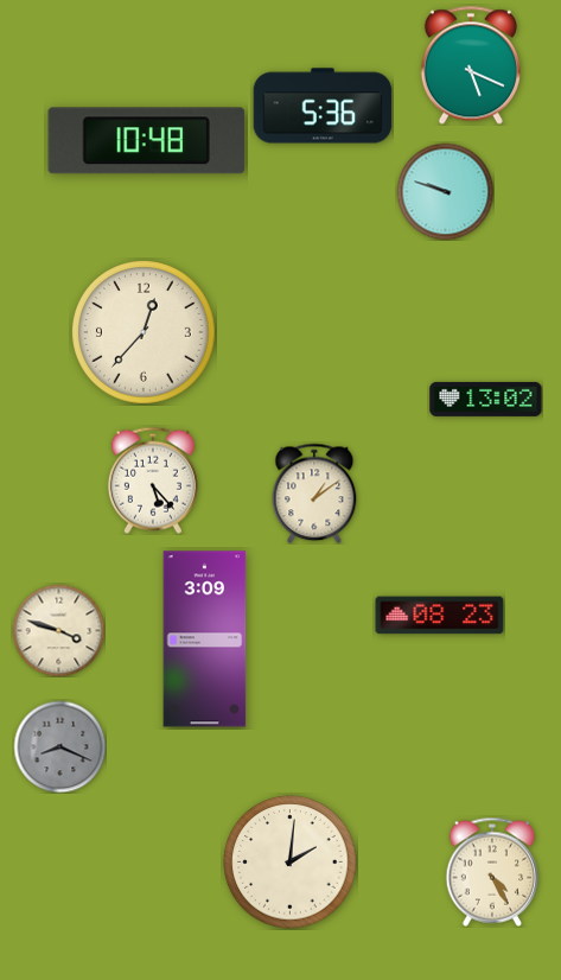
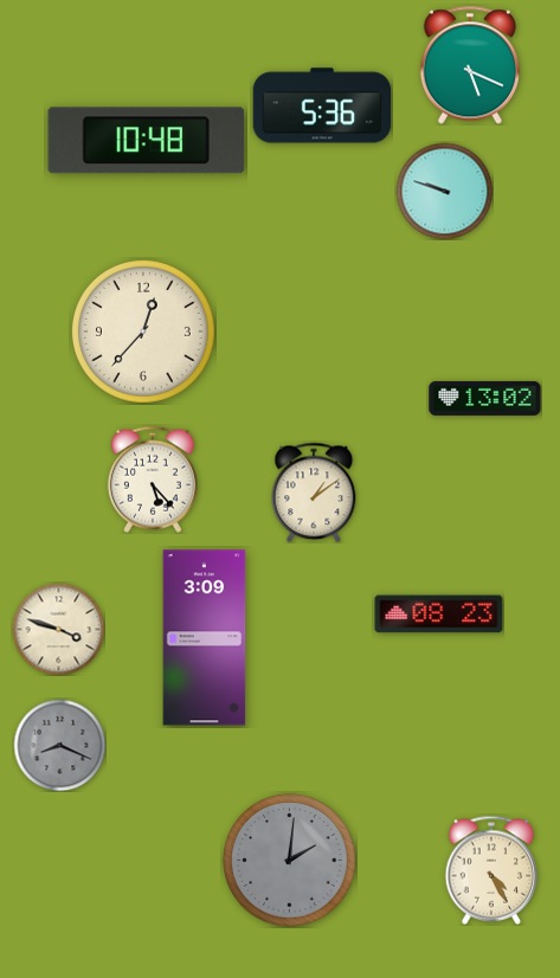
clock at (291, 863) dial: cream -> grey
